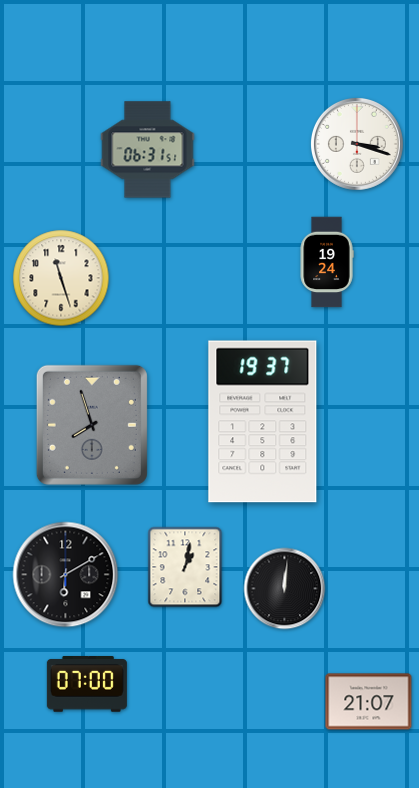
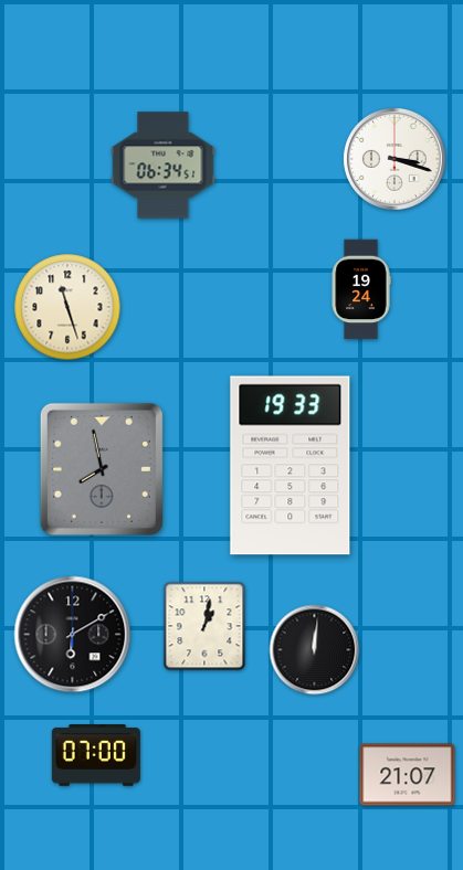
clock at (148, 150): 06:31 -> 06:34
clock at (263, 422): 19:37 -> 19:33
clock at (92, 425): 7:57 -> 7:58
